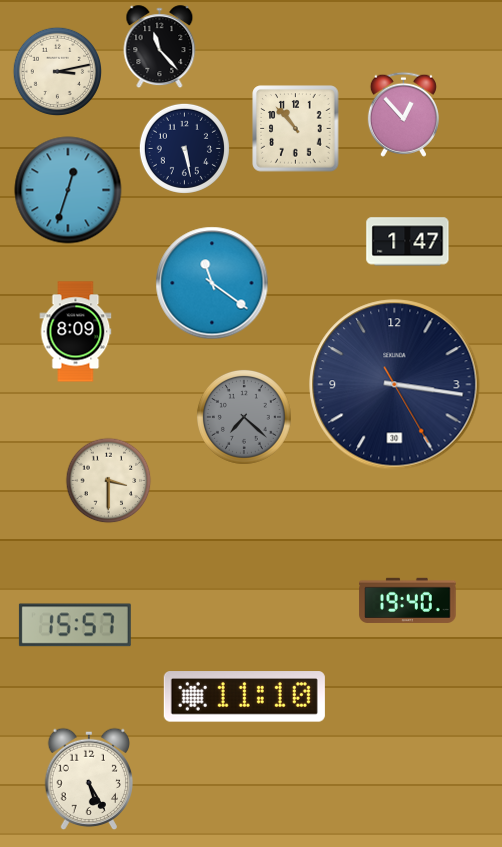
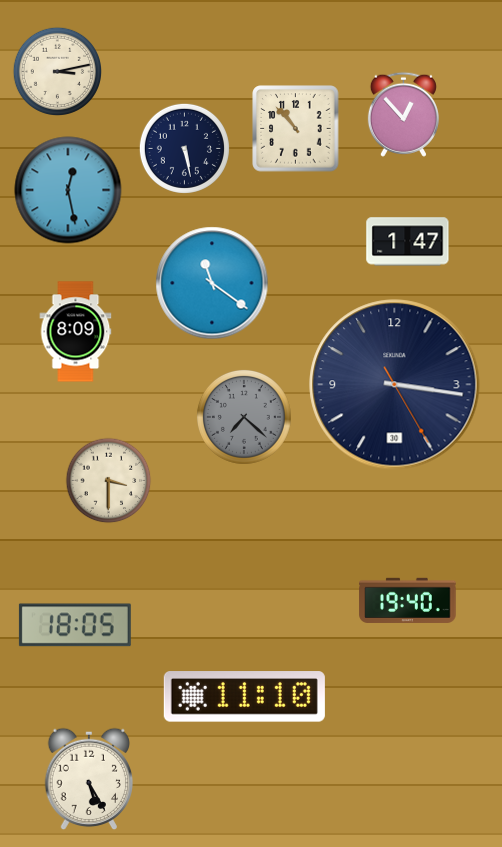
clock at (160, 47): 11:23 -> none
clock at (68, 190): 12:33 -> 12:28
clock at (75, 625): 15:57 -> 18:05
